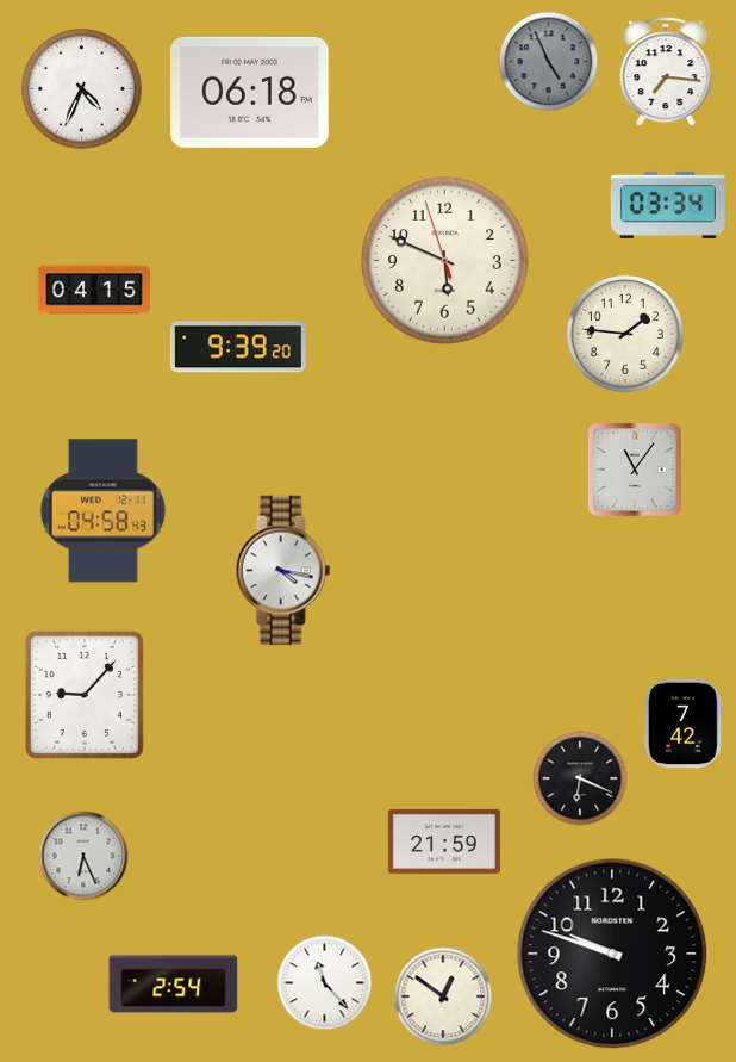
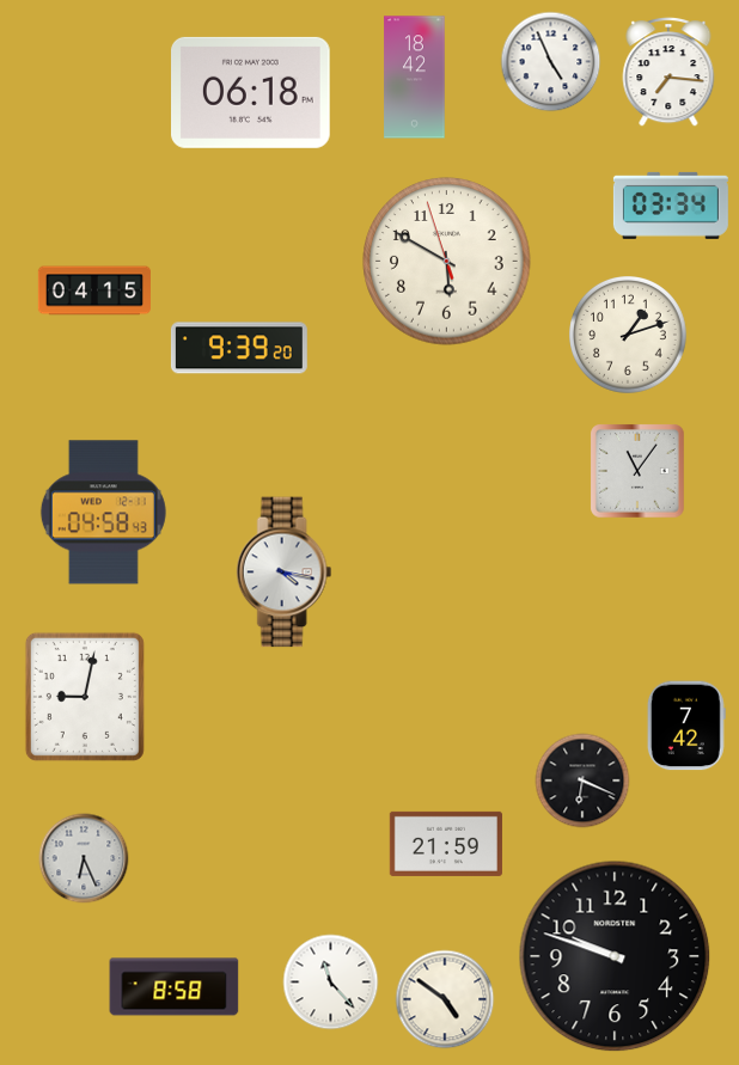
clock at (549, 62) dial: grey -> white
clock at (415, 78): none -> 18:42
clock at (82, 89): 4:34 -> none
clock at (445, 261): 5:48 -> 5:49
clock at (626, 335): 1:46 -> 1:12
clock at (85, 695): 9:07 -> 9:02
clock at (325, 983) position: (325, 983) -> (331, 983)
clock at (174, 985): 2:54 -> 8:58
clock at (443, 996): 12:51 -> 4:51
